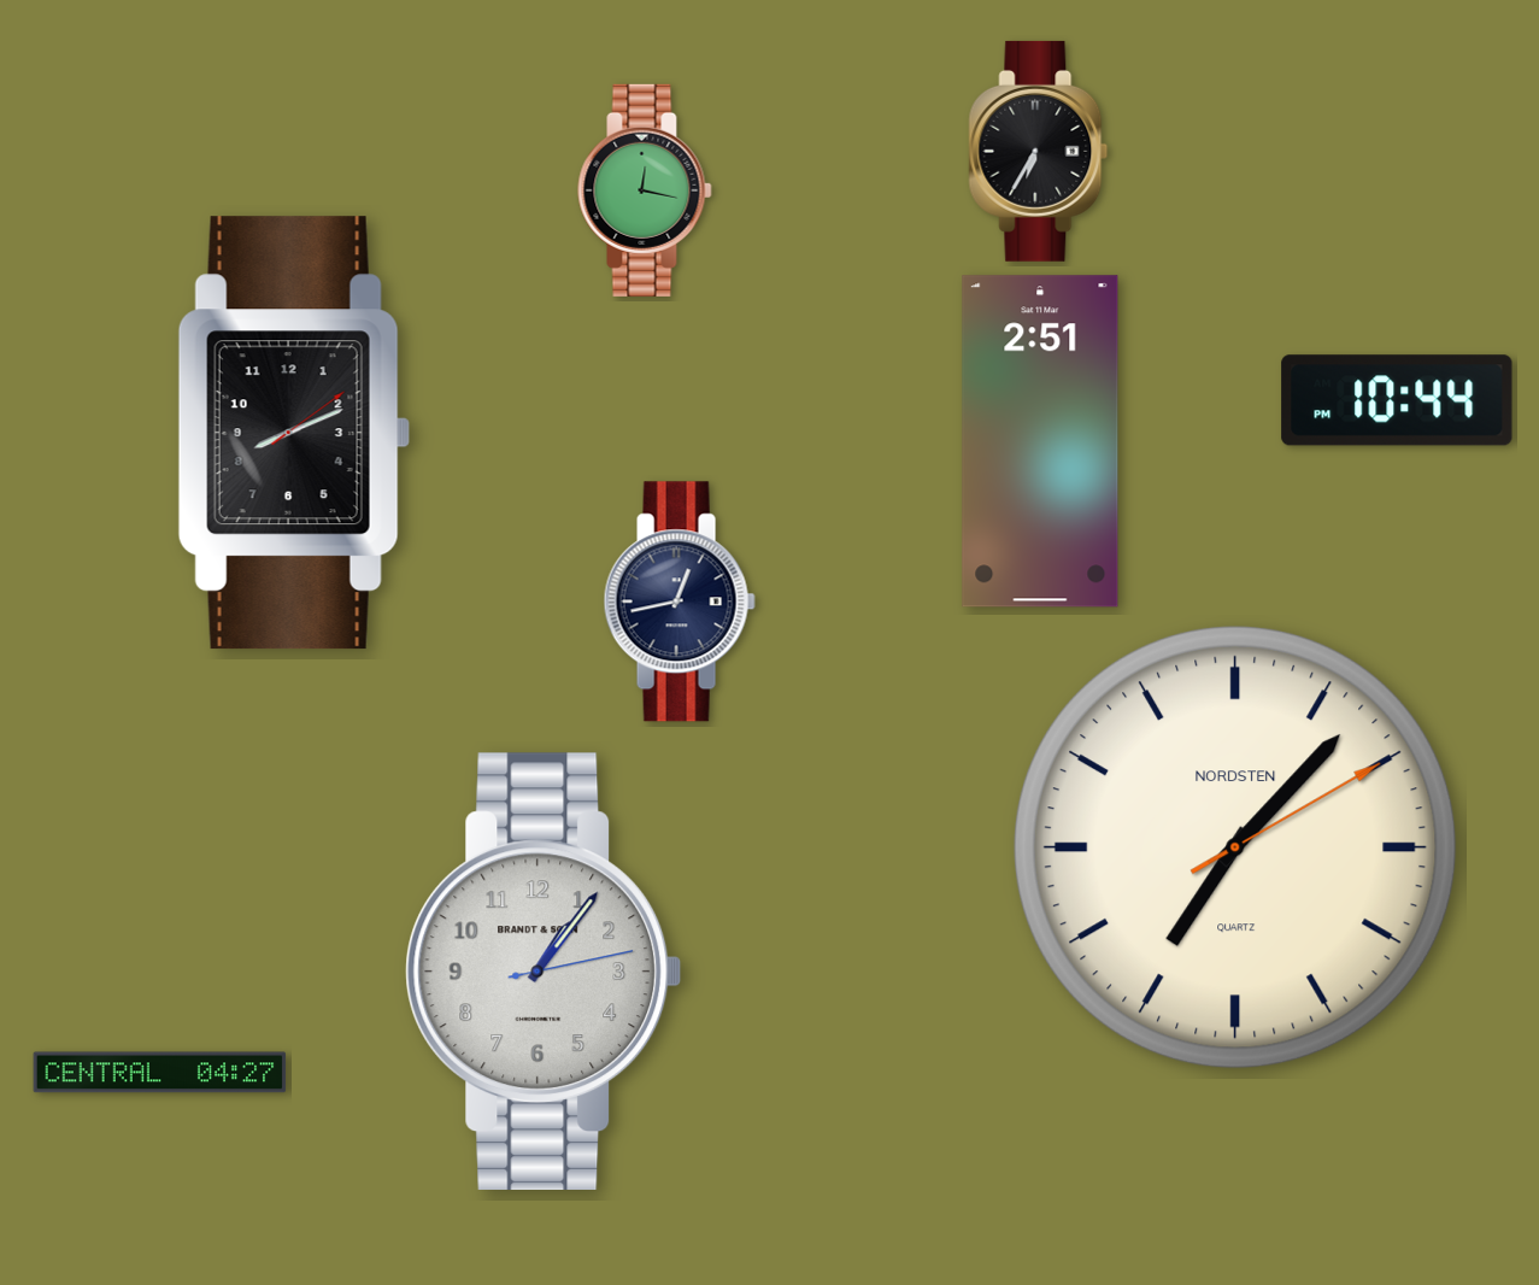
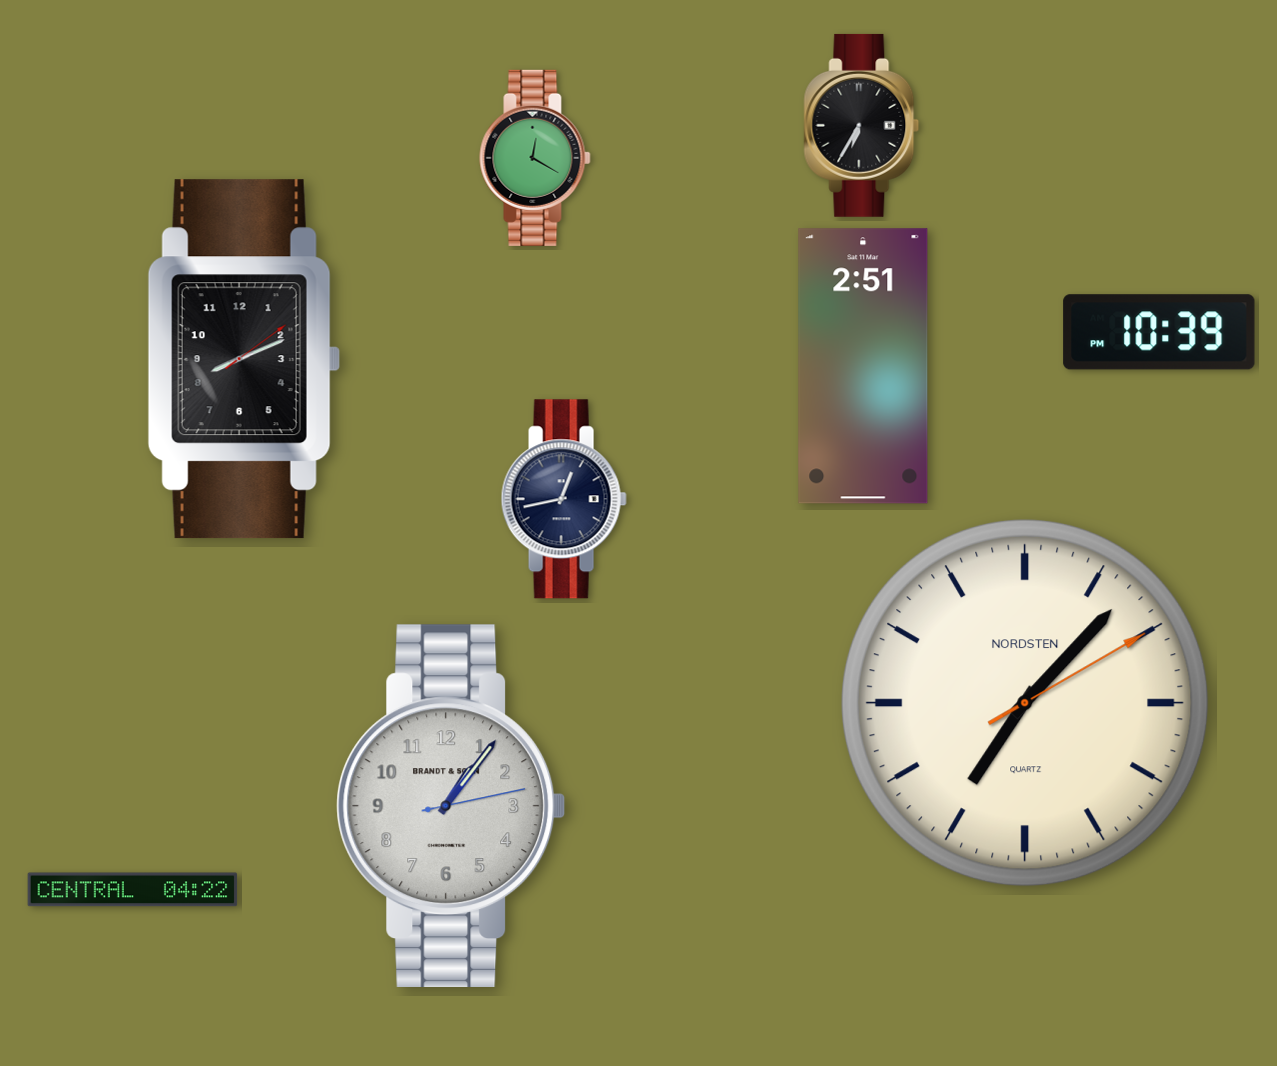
clock at (645, 190): 12:17 -> 12:20
clock at (1397, 400): 10:44 -> 10:39
clock at (160, 1073): 04:27 -> 04:22
